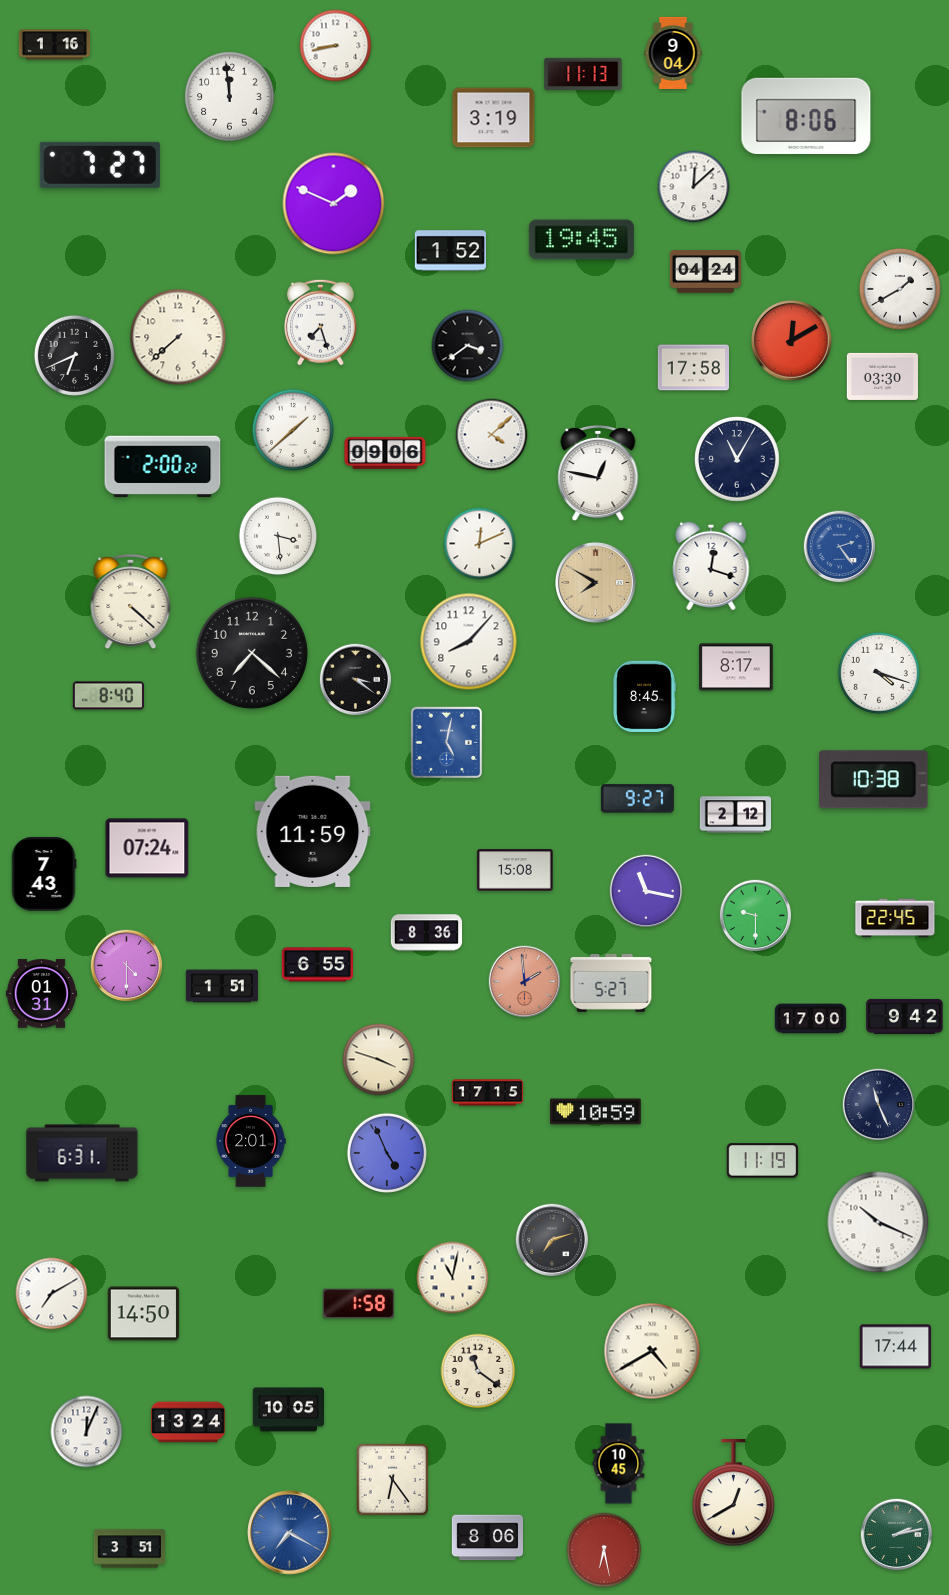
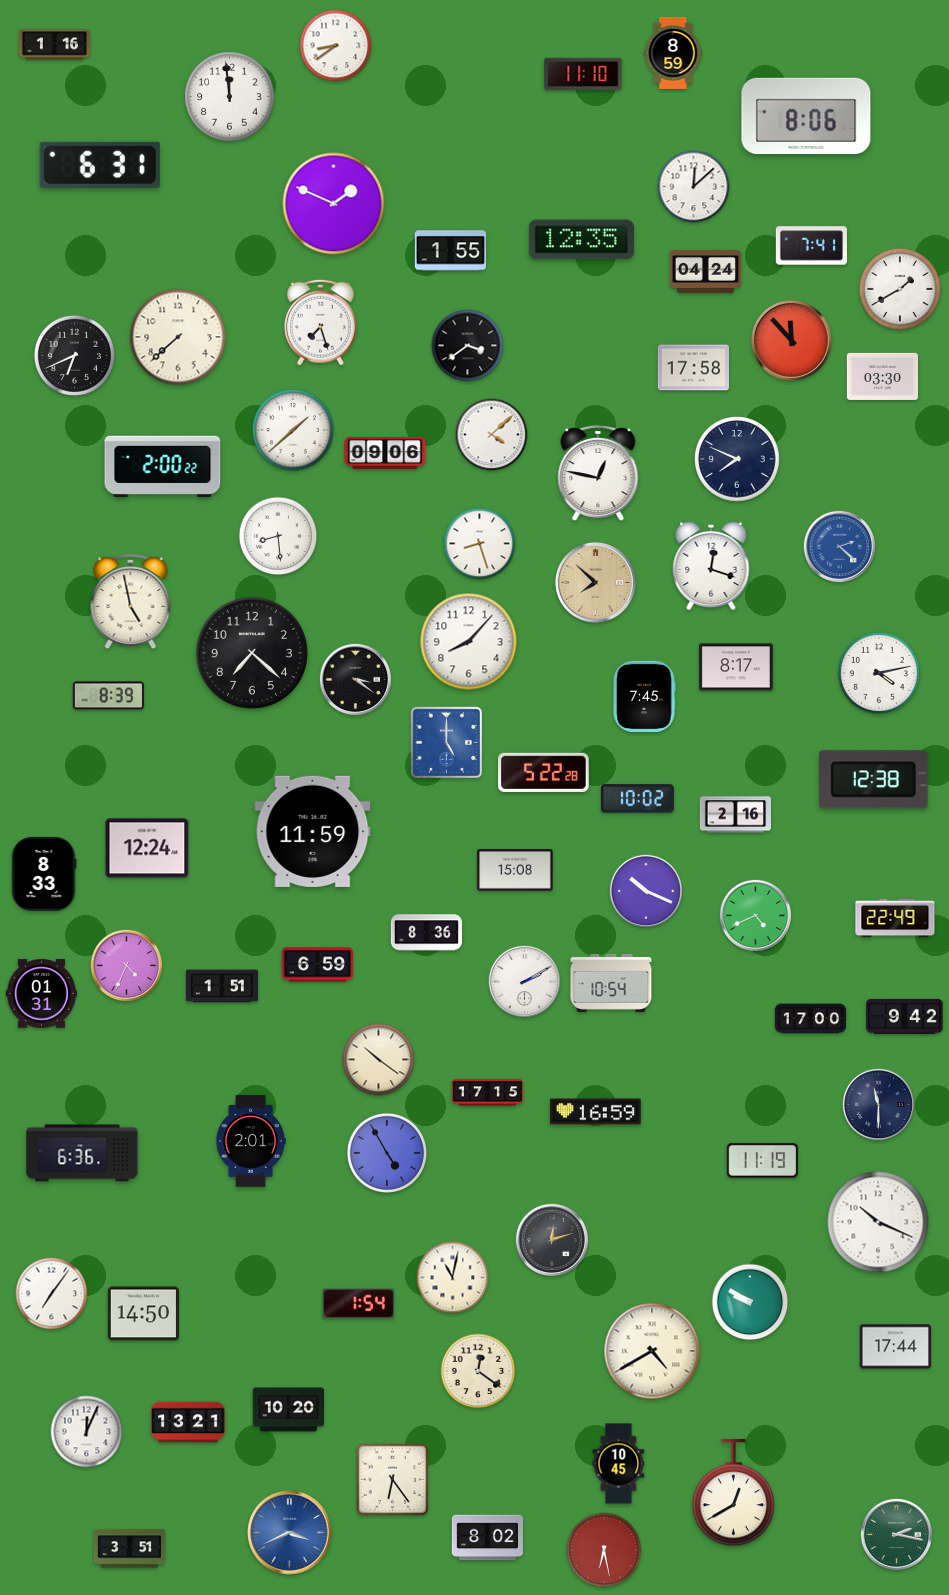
clock at (336, 46): 8:43 -> 8:39
clock at (673, 53): 9:04 -> 8:59
clock at (583, 73): 11:13 -> 11:10
clock at (494, 118): 3:19 -> none
clock at (100, 165): 7:27 -> 6:31
clock at (581, 240): 19:45 -> 12:35
clock at (811, 246): none -> 7:41
clock at (450, 251): 1:52 -> 1:55
clock at (792, 341): 12:10 -> 11:53
clock at (737, 459): 11:05 -> 7:49
clock at (278, 536): 3:29 -> 8:29
clock at (480, 544): 12:11 -> 8:27
clock at (840, 547): 2:24 -> 2:22
clock at (596, 583): 7:50 -> 7:52
clock at (131, 603): 4:22 -> 4:58
clock at (879, 673): 4:18 -> 4:13
clock at (108, 696): 8:40 -> 8:39
clock at (644, 696): 8:45 -> 7:45
clock at (447, 743): 5:02 -> 5:00
clock at (544, 772): none -> 5:22
clock at (874, 780): 10:38 -> 12:38
clock at (637, 799): 9:27 -> 10:02
clock at (735, 815): 2:12 -> 2:16
clock at (147, 848): 07:24 -> 12:24
clock at (44, 874): 7:43 -> 8:33
clock at (645, 890): 11:17 -> 10:19
clock at (756, 916): 9:30 -> 4:41
clock at (895, 918): 22:45 -> 22:49
clock at (317, 965): 6:55 -> 6:59
clock at (127, 966): 4:30 -> 4:34
clock at (525, 982): 1:59 -> 2:10
clock at (525, 982) dial: salmon -> white
clock at (611, 983): 5:27 -> 10:54
clock at (379, 1060): 3:48 -> 10:21
clock at (879, 1105): 11:26 -> 11:30
clock at (596, 1112): 10:59 -> 16:59
clock at (82, 1153): 6:31 -> 6:36
clock at (387, 1153): 4:56 -> 4:55
clock at (551, 1239): 7:12 -> 12:12
clock at (52, 1294): 7:10 -> 7:06
clock at (750, 1302): none -> 9:50
clock at (358, 1304): 1:58 -> 1:54
clock at (478, 1371): 11:21 -> 12:21
clock at (288, 1410): 10:05 -> 10:20
clock at (189, 1422): 13:24 -> 13:21
clock at (290, 1533): 7:20 -> 3:41
clock at (897, 1535): 2:13 -> 2:17
clock at (487, 1538): 8:06 -> 8:02
